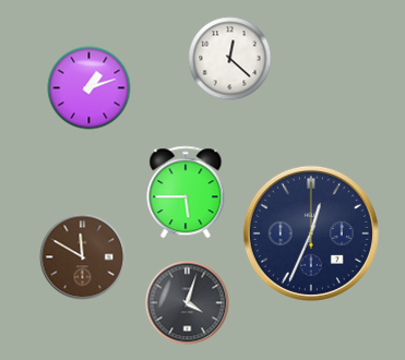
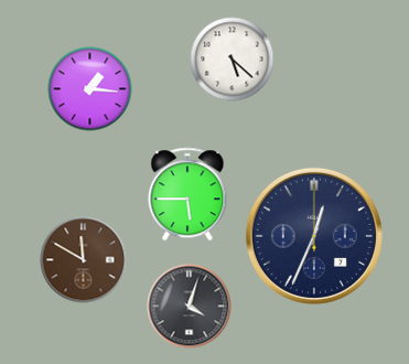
clock at (230, 59): 12:22 -> 5:22
clock at (90, 88): 1:12 -> 1:16
